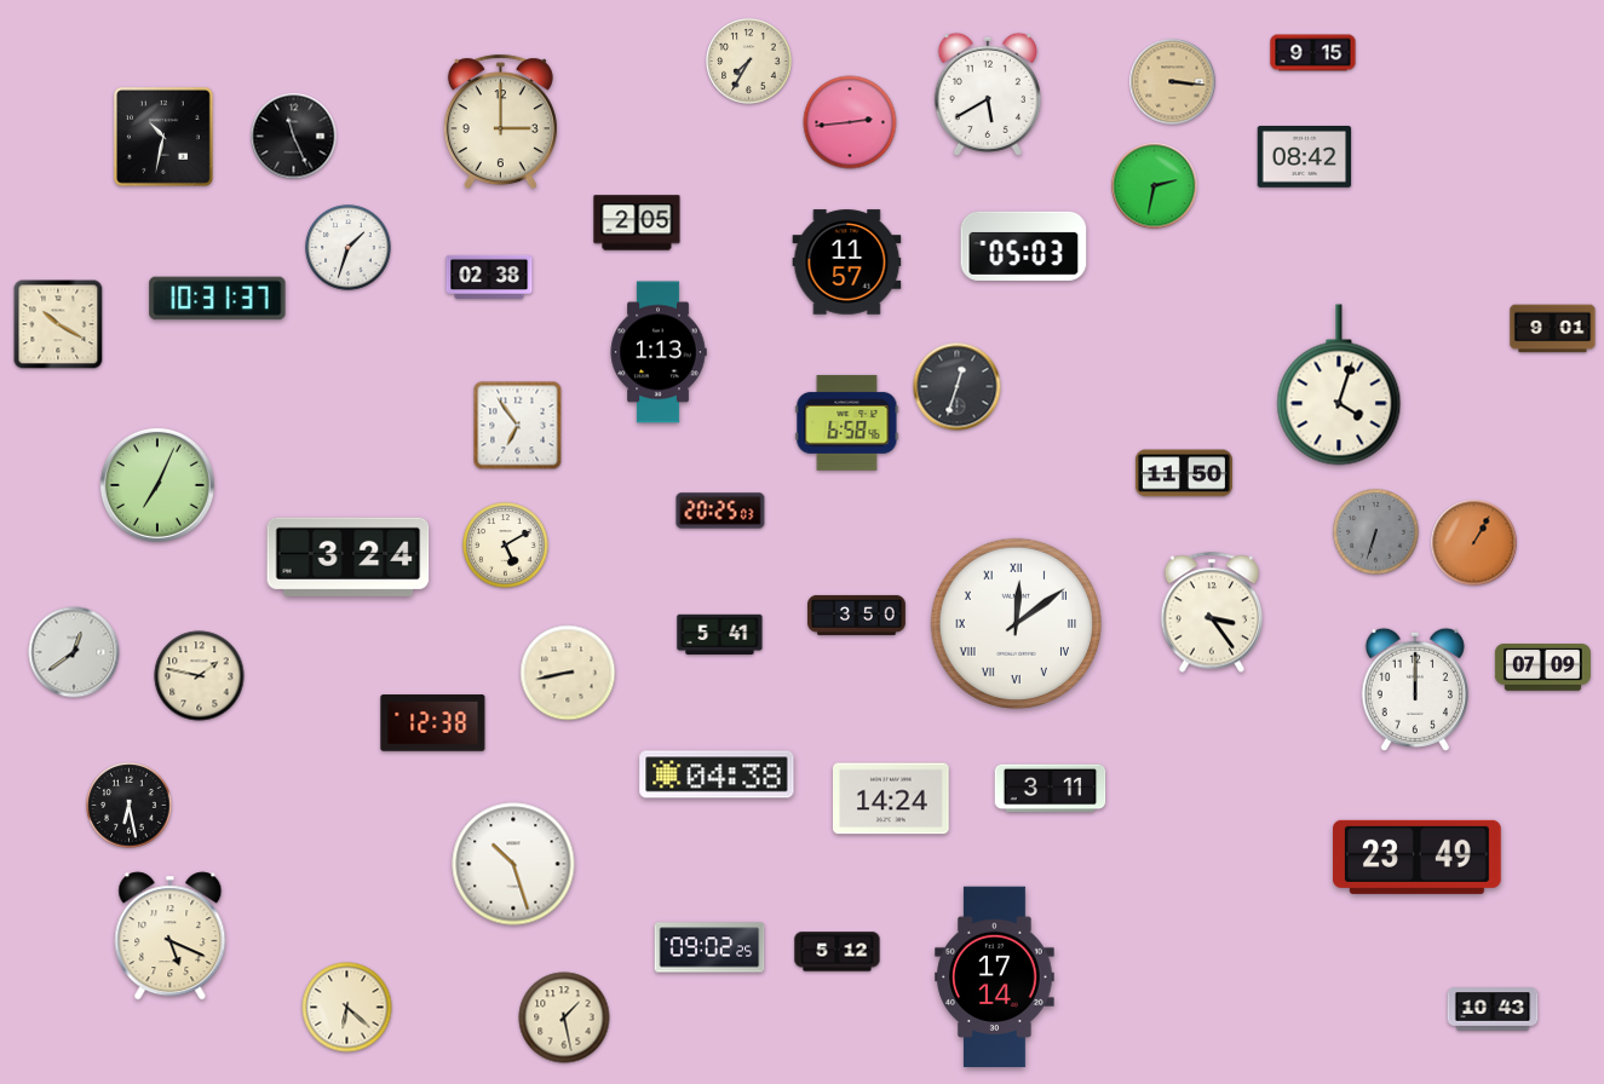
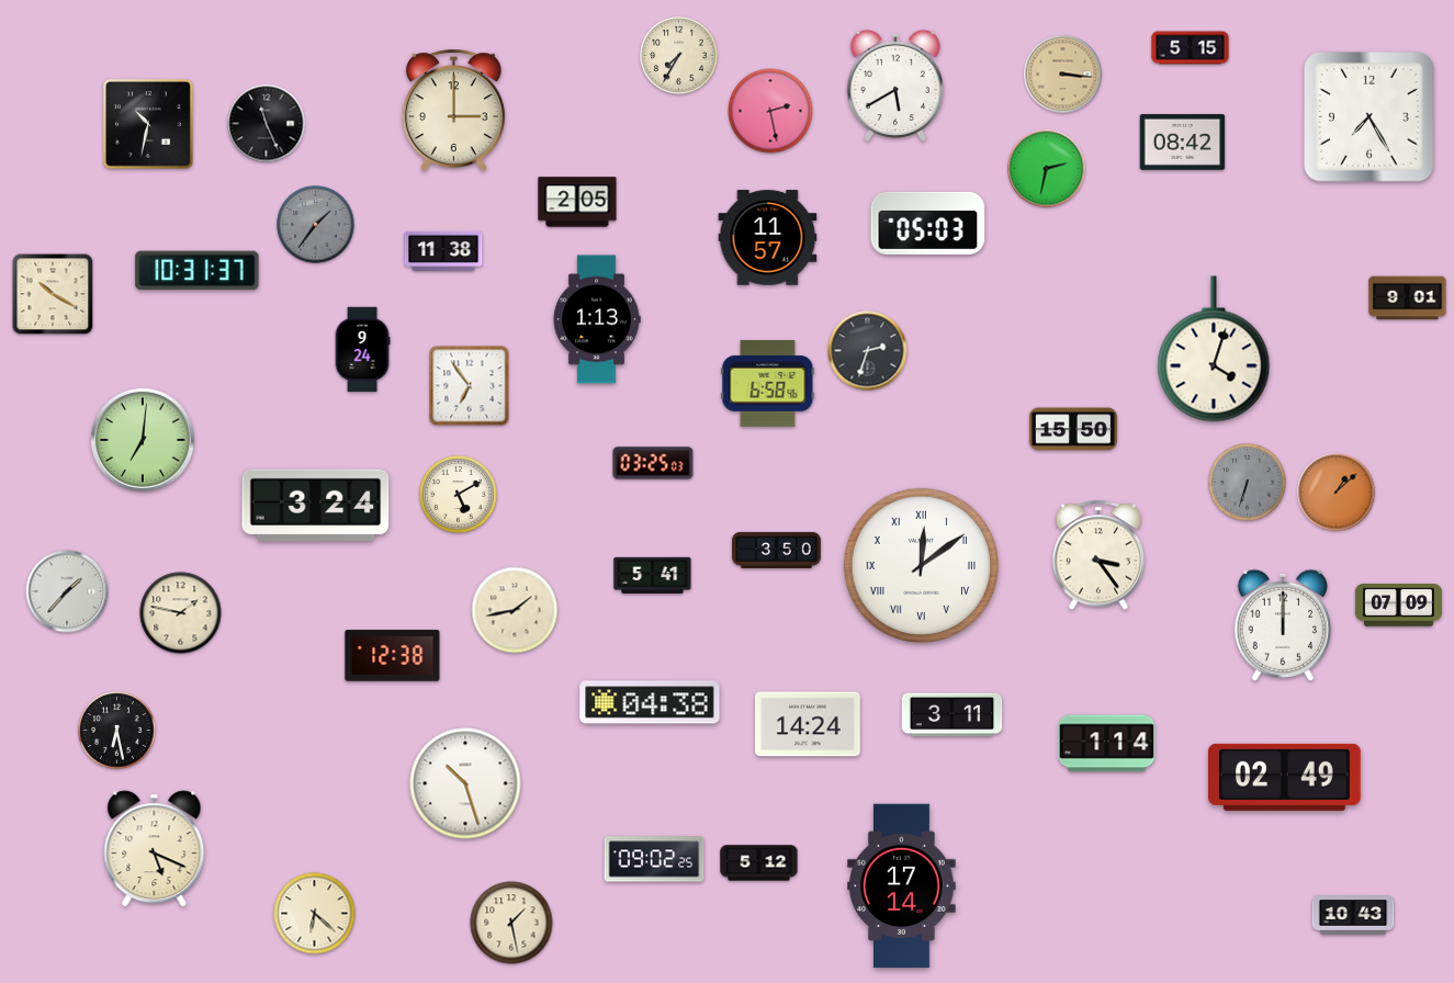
clock at (1313, 53): 9:15 -> 5:15
clock at (850, 122): 2:44 -> 2:28
clock at (1370, 117): none -> 7:25
clock at (349, 248): 1:33 -> 1:36
clock at (349, 248) dial: white -> grey
clock at (489, 277): 02:38 -> 11:38
clock at (362, 350): none -> 9:24
clock at (958, 387): 12:33 -> 2:33
clock at (1184, 473): 11:50 -> 15:50
clock at (157, 485): 7:04 -> 7:01
clock at (720, 511): 20:25 -> 03:25
clock at (1474, 543): 1:05 -> 1:08
clock at (857, 615) position: (857, 615) -> (777, 550)
clock at (74, 652): 12:39 -> 1:37
clock at (568, 673): 8:43 -> 1:43
clock at (1107, 744): none -> 1:14
clock at (1416, 857): 23:49 -> 02:49
clock at (709, 947) position: (709, 947) -> (654, 859)
